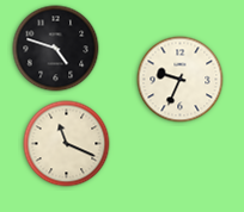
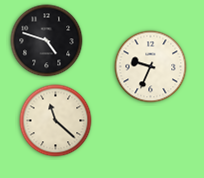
clock at (67, 144): 11:19 -> 11:22
